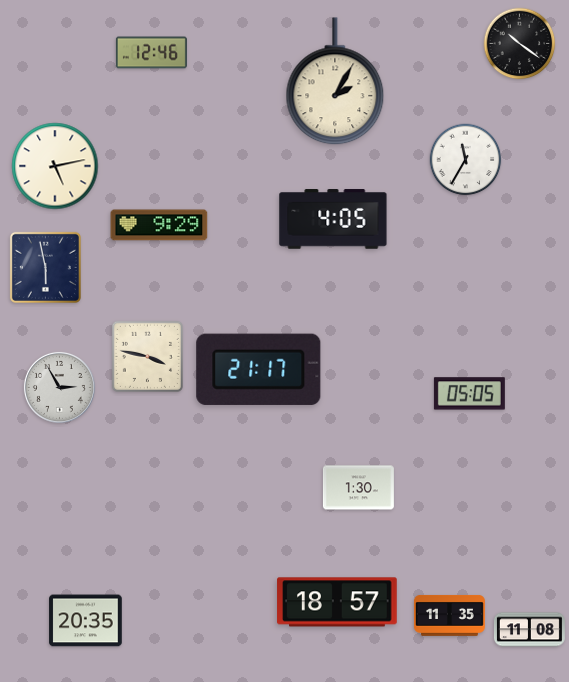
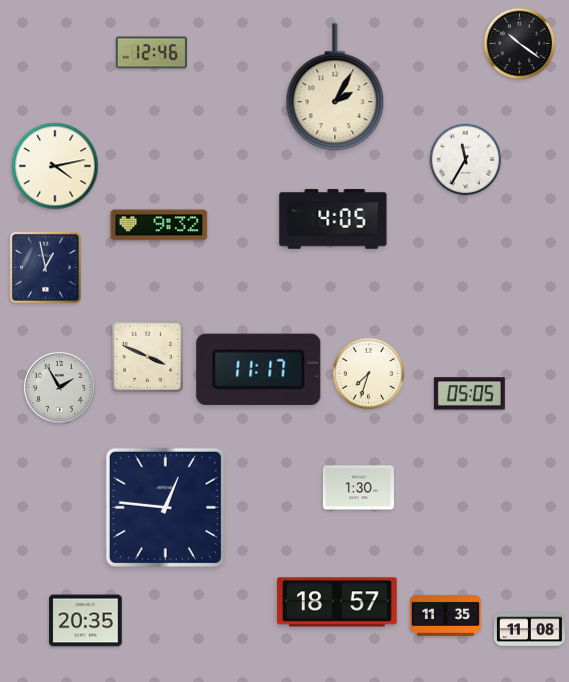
clock at (335, 82) position: (335, 82) -> (335, 88)
clock at (55, 166): 5:13 -> 4:13
clock at (159, 225): 9:29 -> 9:32
clock at (45, 267): 5:58 -> 12:58
clock at (147, 356): 3:47 -> 3:49
clock at (259, 369): 21:17 -> 11:17
clock at (369, 374): none -> 7:33
clock at (59, 387): 2:55 -> 1:55
clock at (165, 507): none -> 12:46
clock at (449, 616) position: (449, 616) -> (445, 616)
